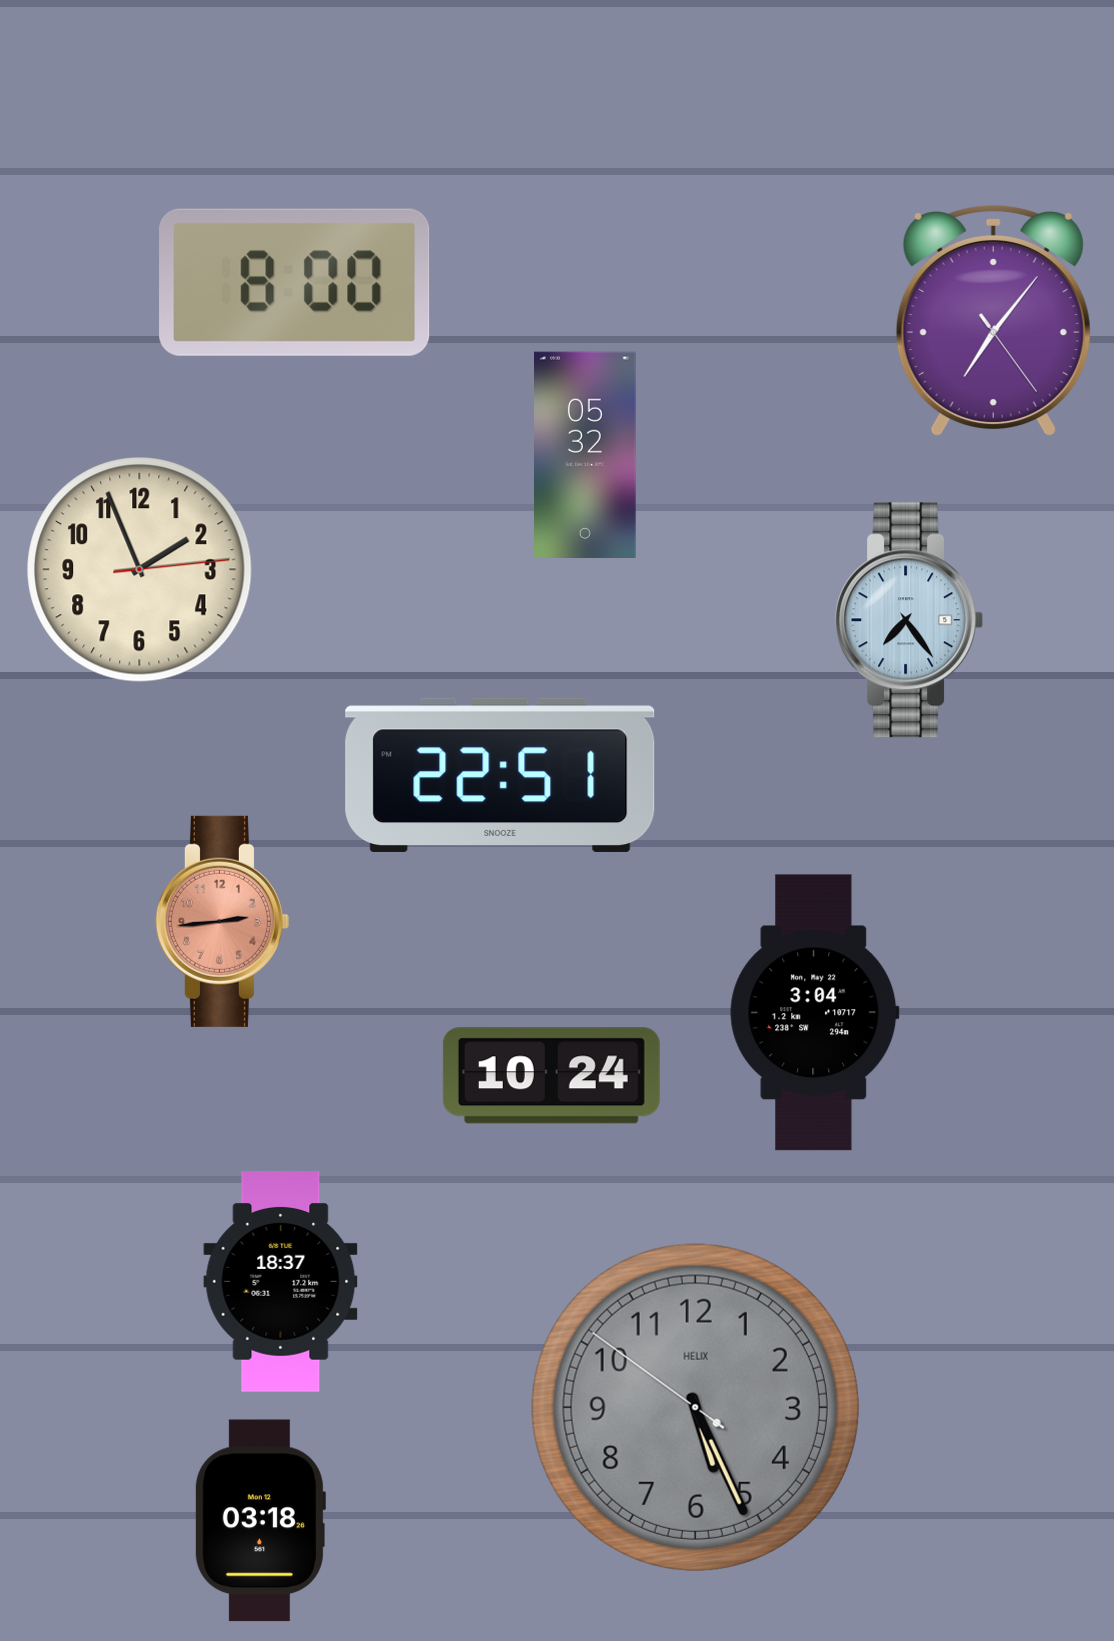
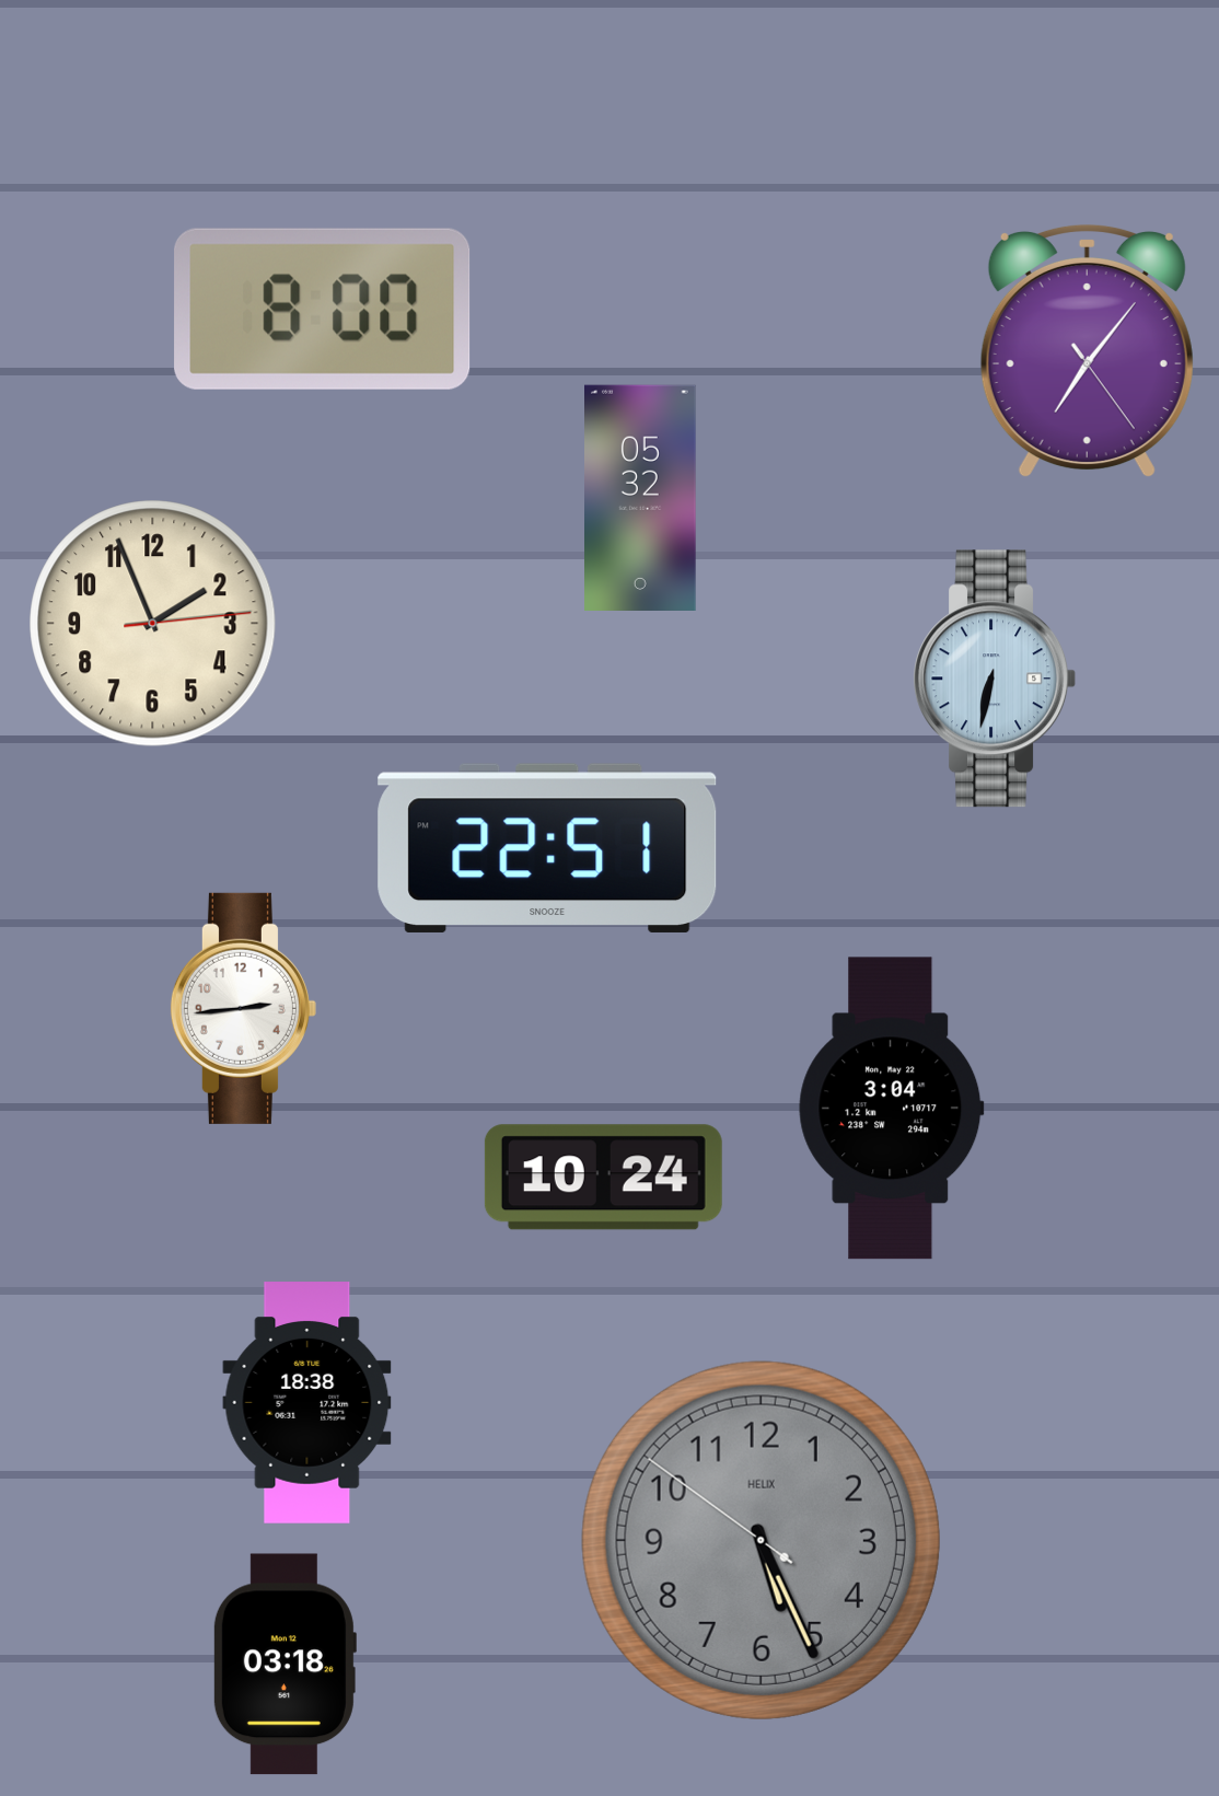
clock at (909, 620): 7:24 -> 6:32
clock at (222, 921) dial: salmon -> white
clock at (281, 1282): 18:37 -> 18:38
